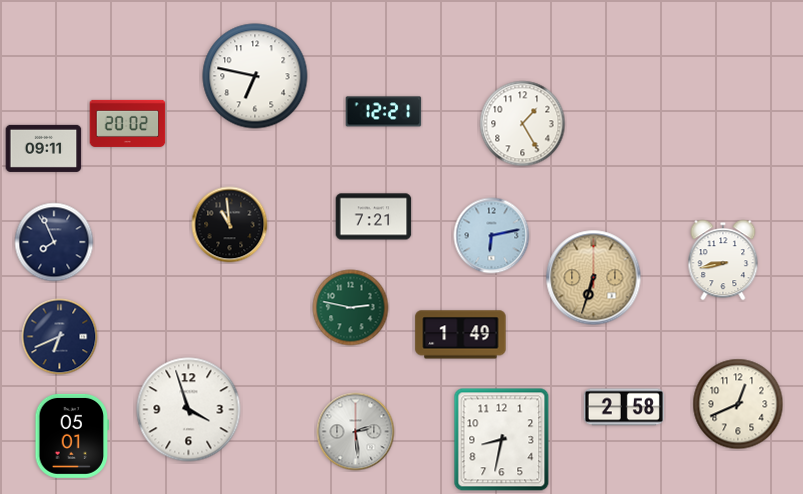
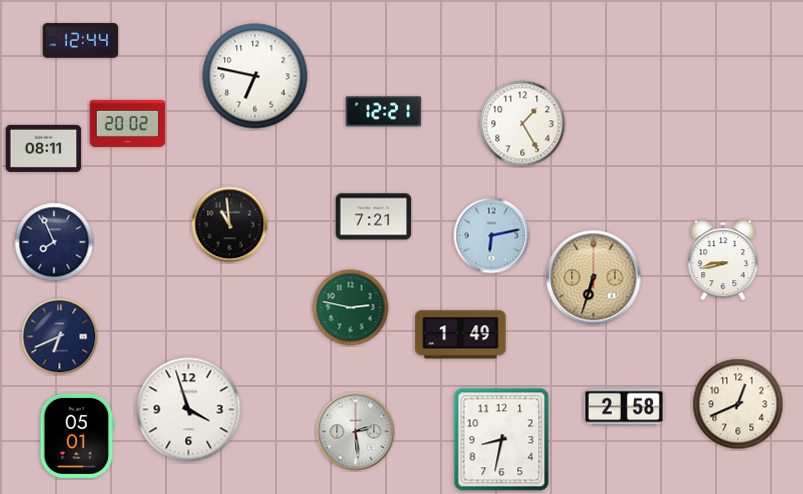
clock at (81, 41): none -> 12:44
clock at (44, 148): 09:11 -> 08:11
clock at (72, 436) position: (72, 436) -> (77, 436)
